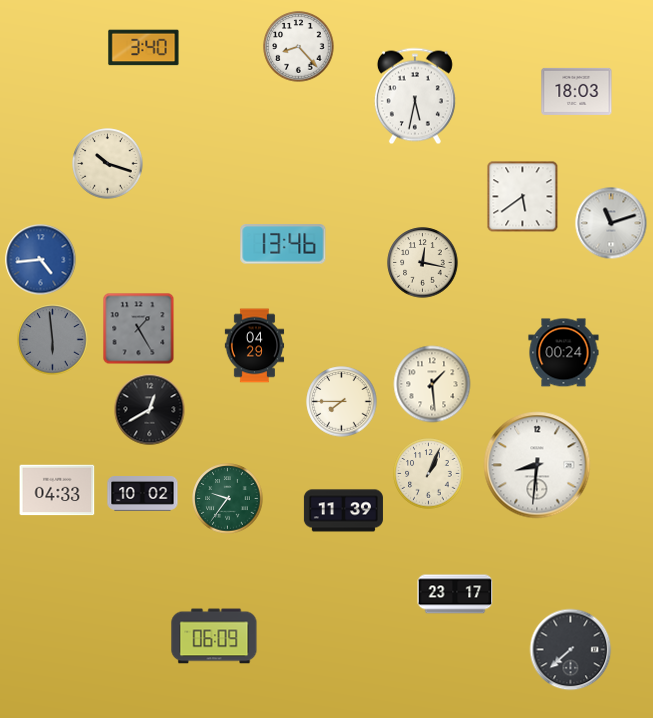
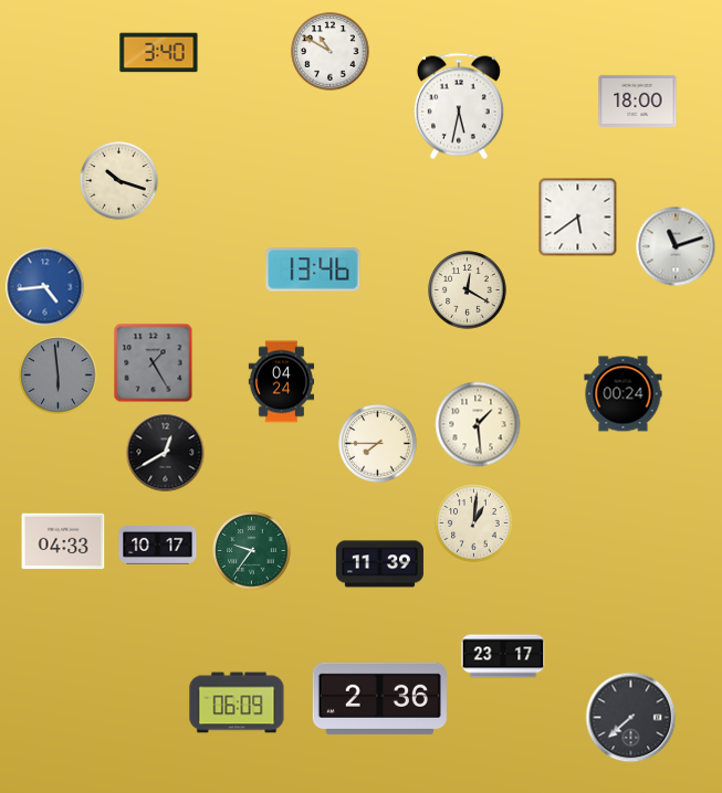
clock at (299, 47): 8:23 -> 10:50
clock at (577, 91): 18:03 -> 18:00
clock at (423, 263): 12:17 -> 12:20
clock at (255, 346): 04:29 -> 04:24
clock at (564, 353) position: (564, 353) -> (624, 394)
clock at (537, 465): 8:31 -> none
clock at (429, 474): 1:04 -> 1:01
clock at (143, 494): 10:02 -> 10:17
clock at (379, 698): none -> 2:36
